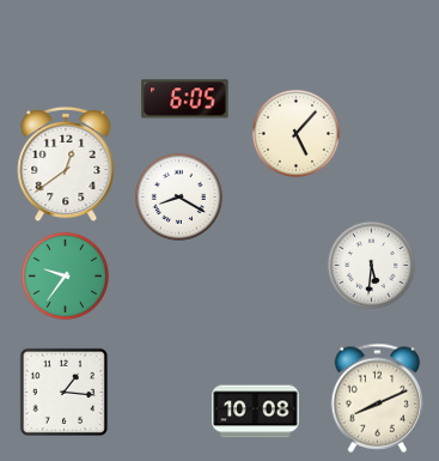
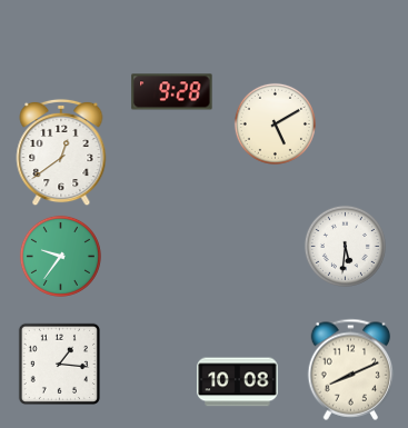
clock at (185, 99): 6:05 -> 9:28
clock at (295, 133): 5:07 -> 5:10
clock at (178, 196): 8:20 -> none
